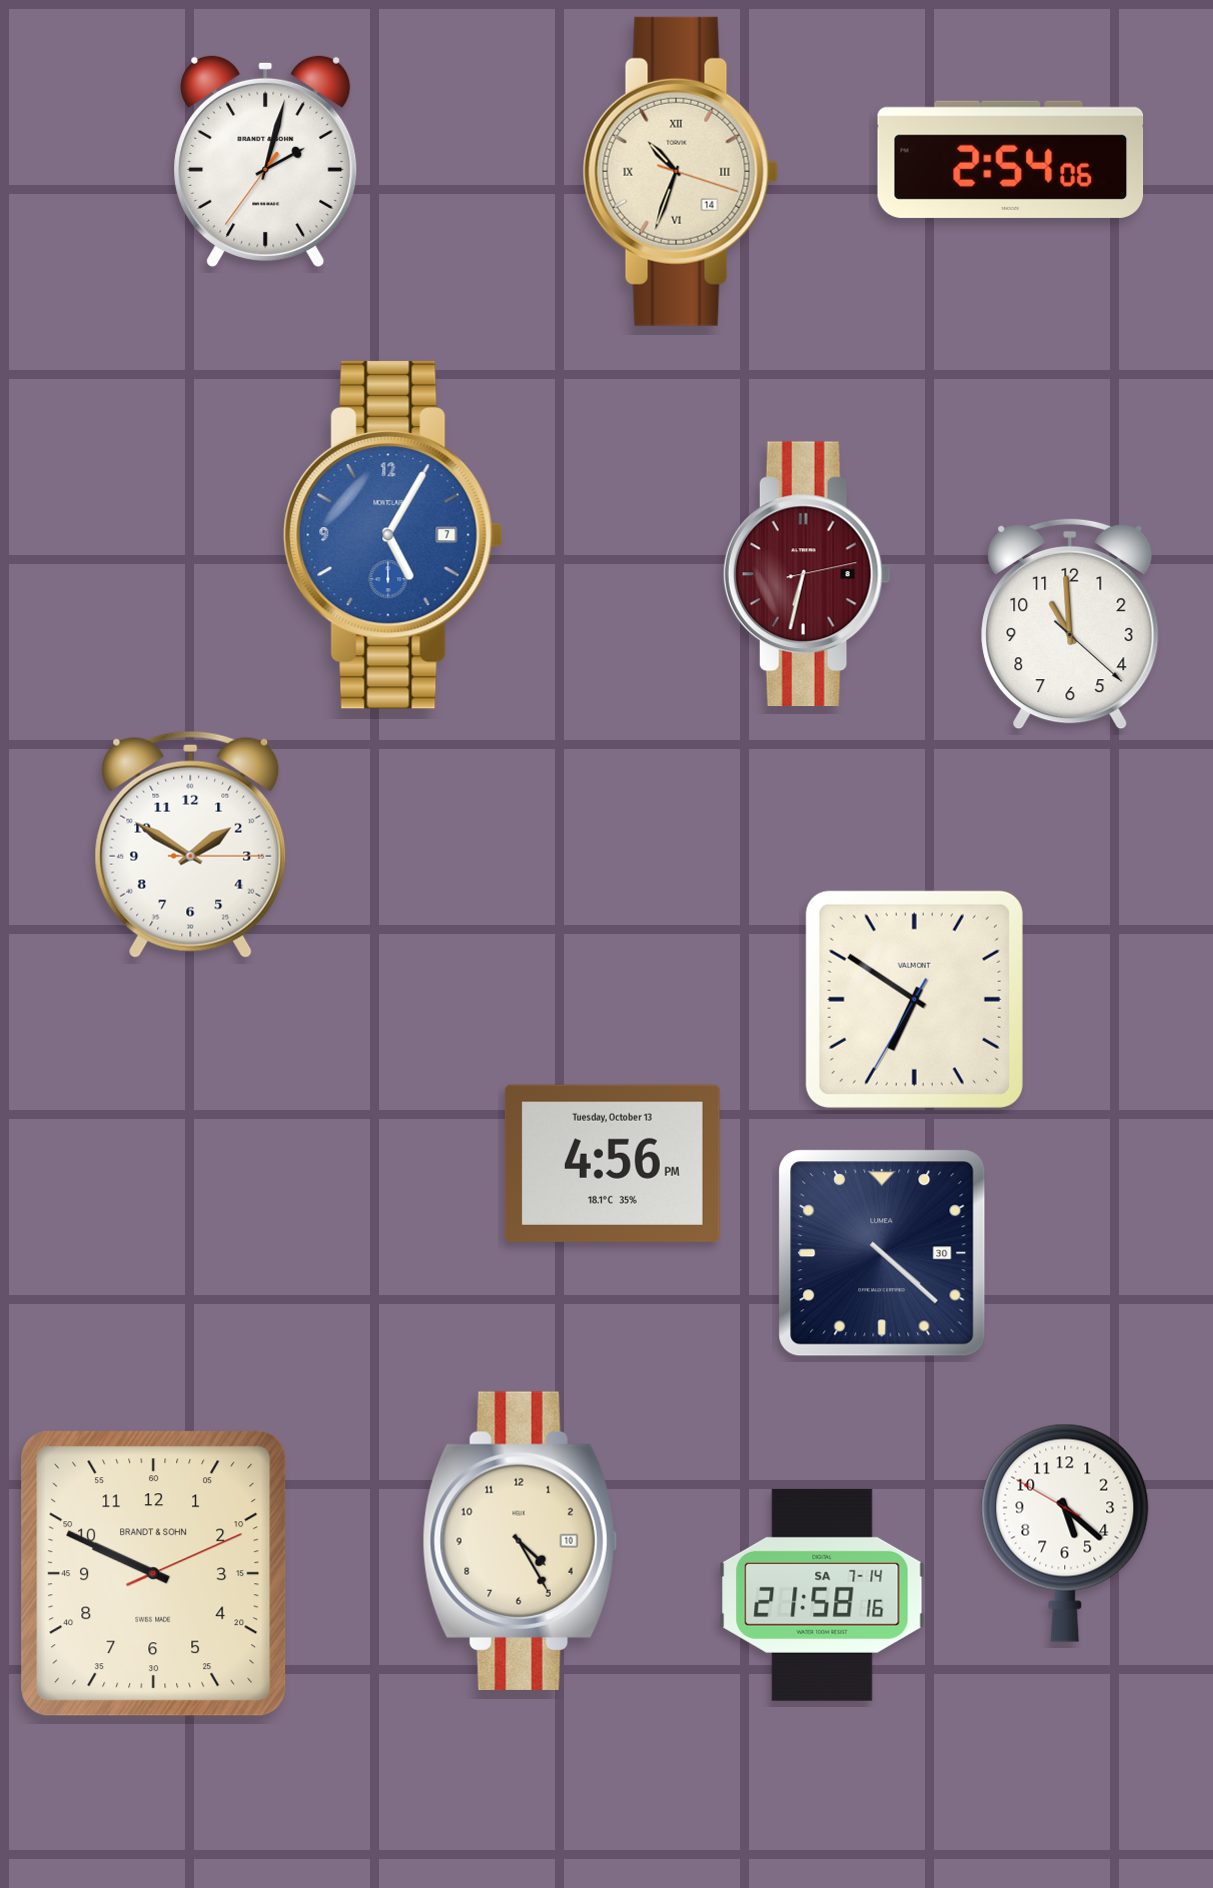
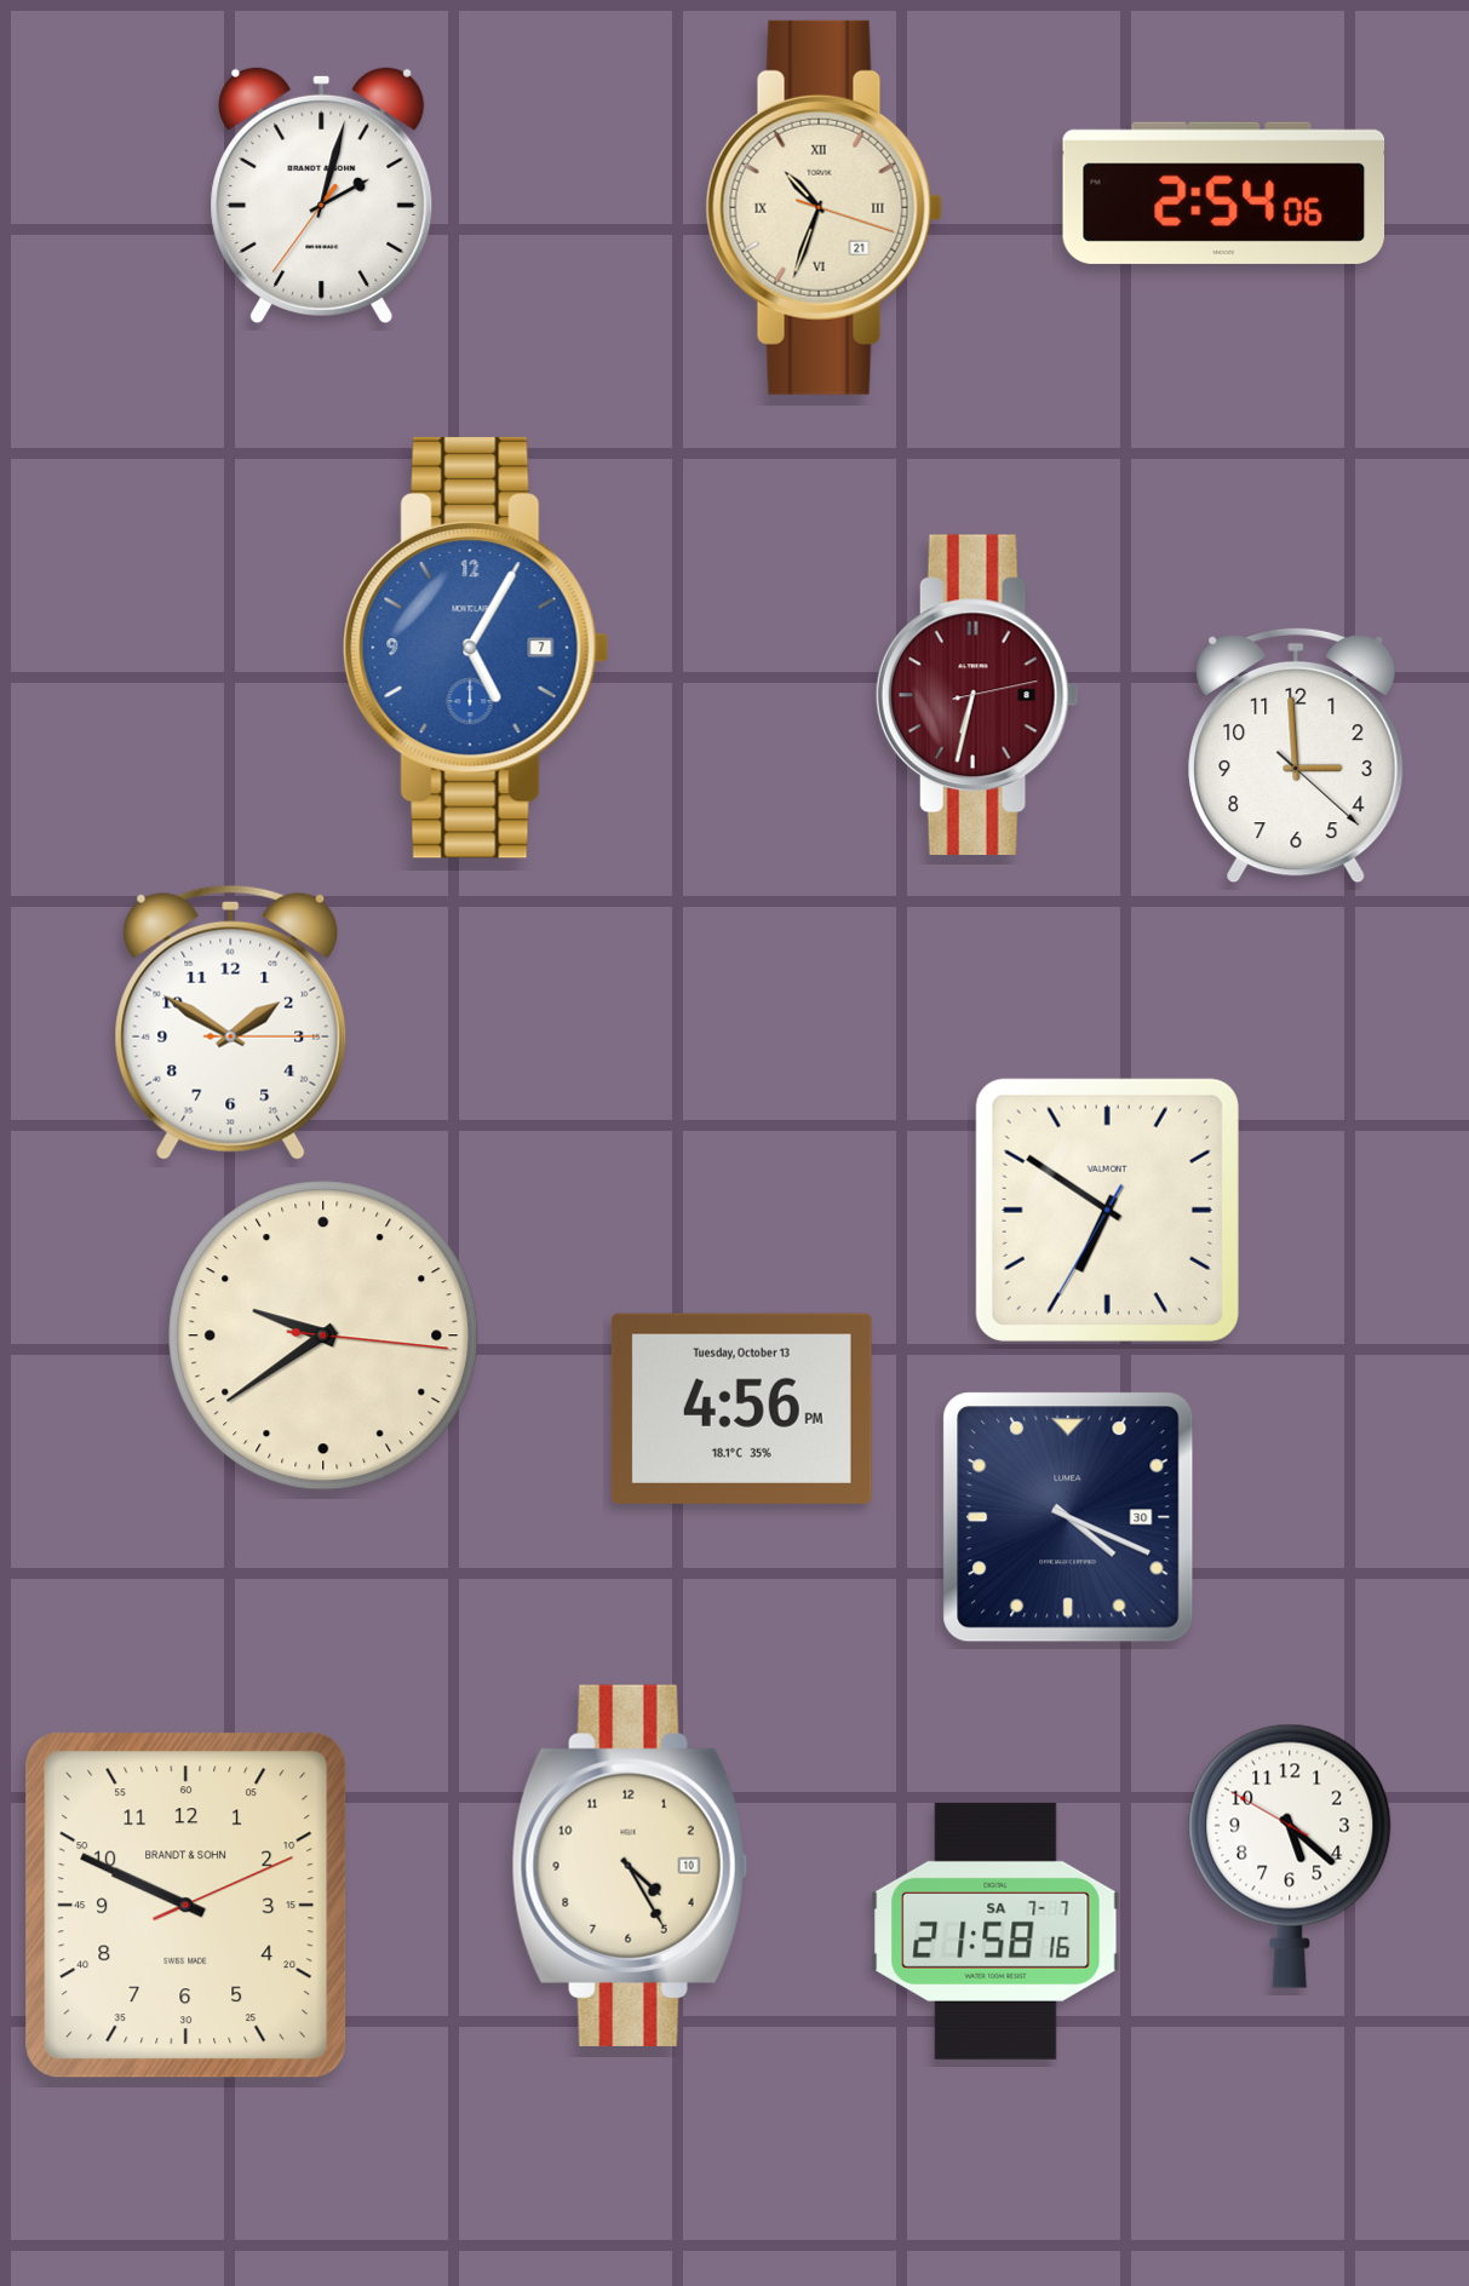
clock at (680, 171) date: 14 -> 21
clock at (1070, 624): 10:59 -> 2:59
clock at (323, 1336): none -> 9:39
clock at (882, 1253): 4:22 -> 4:19
clock at (822, 1595) date: SA 7-14 -> SA 7-7
